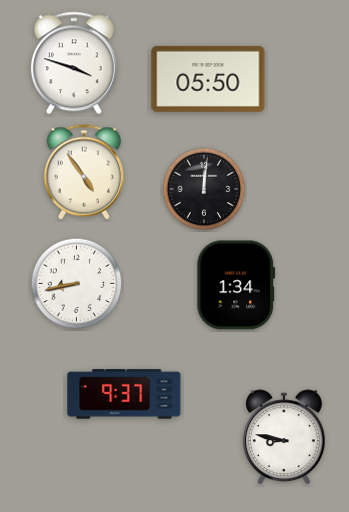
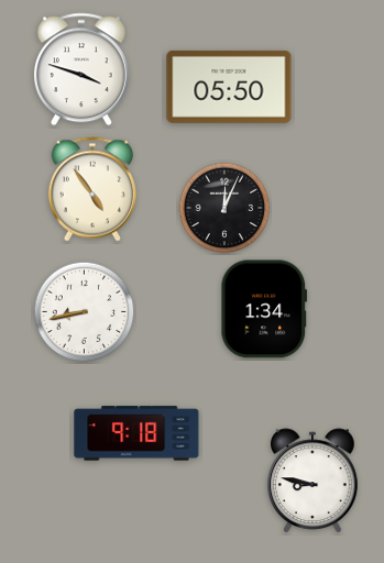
clock at (204, 189): 12:01 -> 12:04
clock at (236, 285) position: (236, 285) -> (264, 309)
clock at (124, 394): 9:37 -> 9:18
